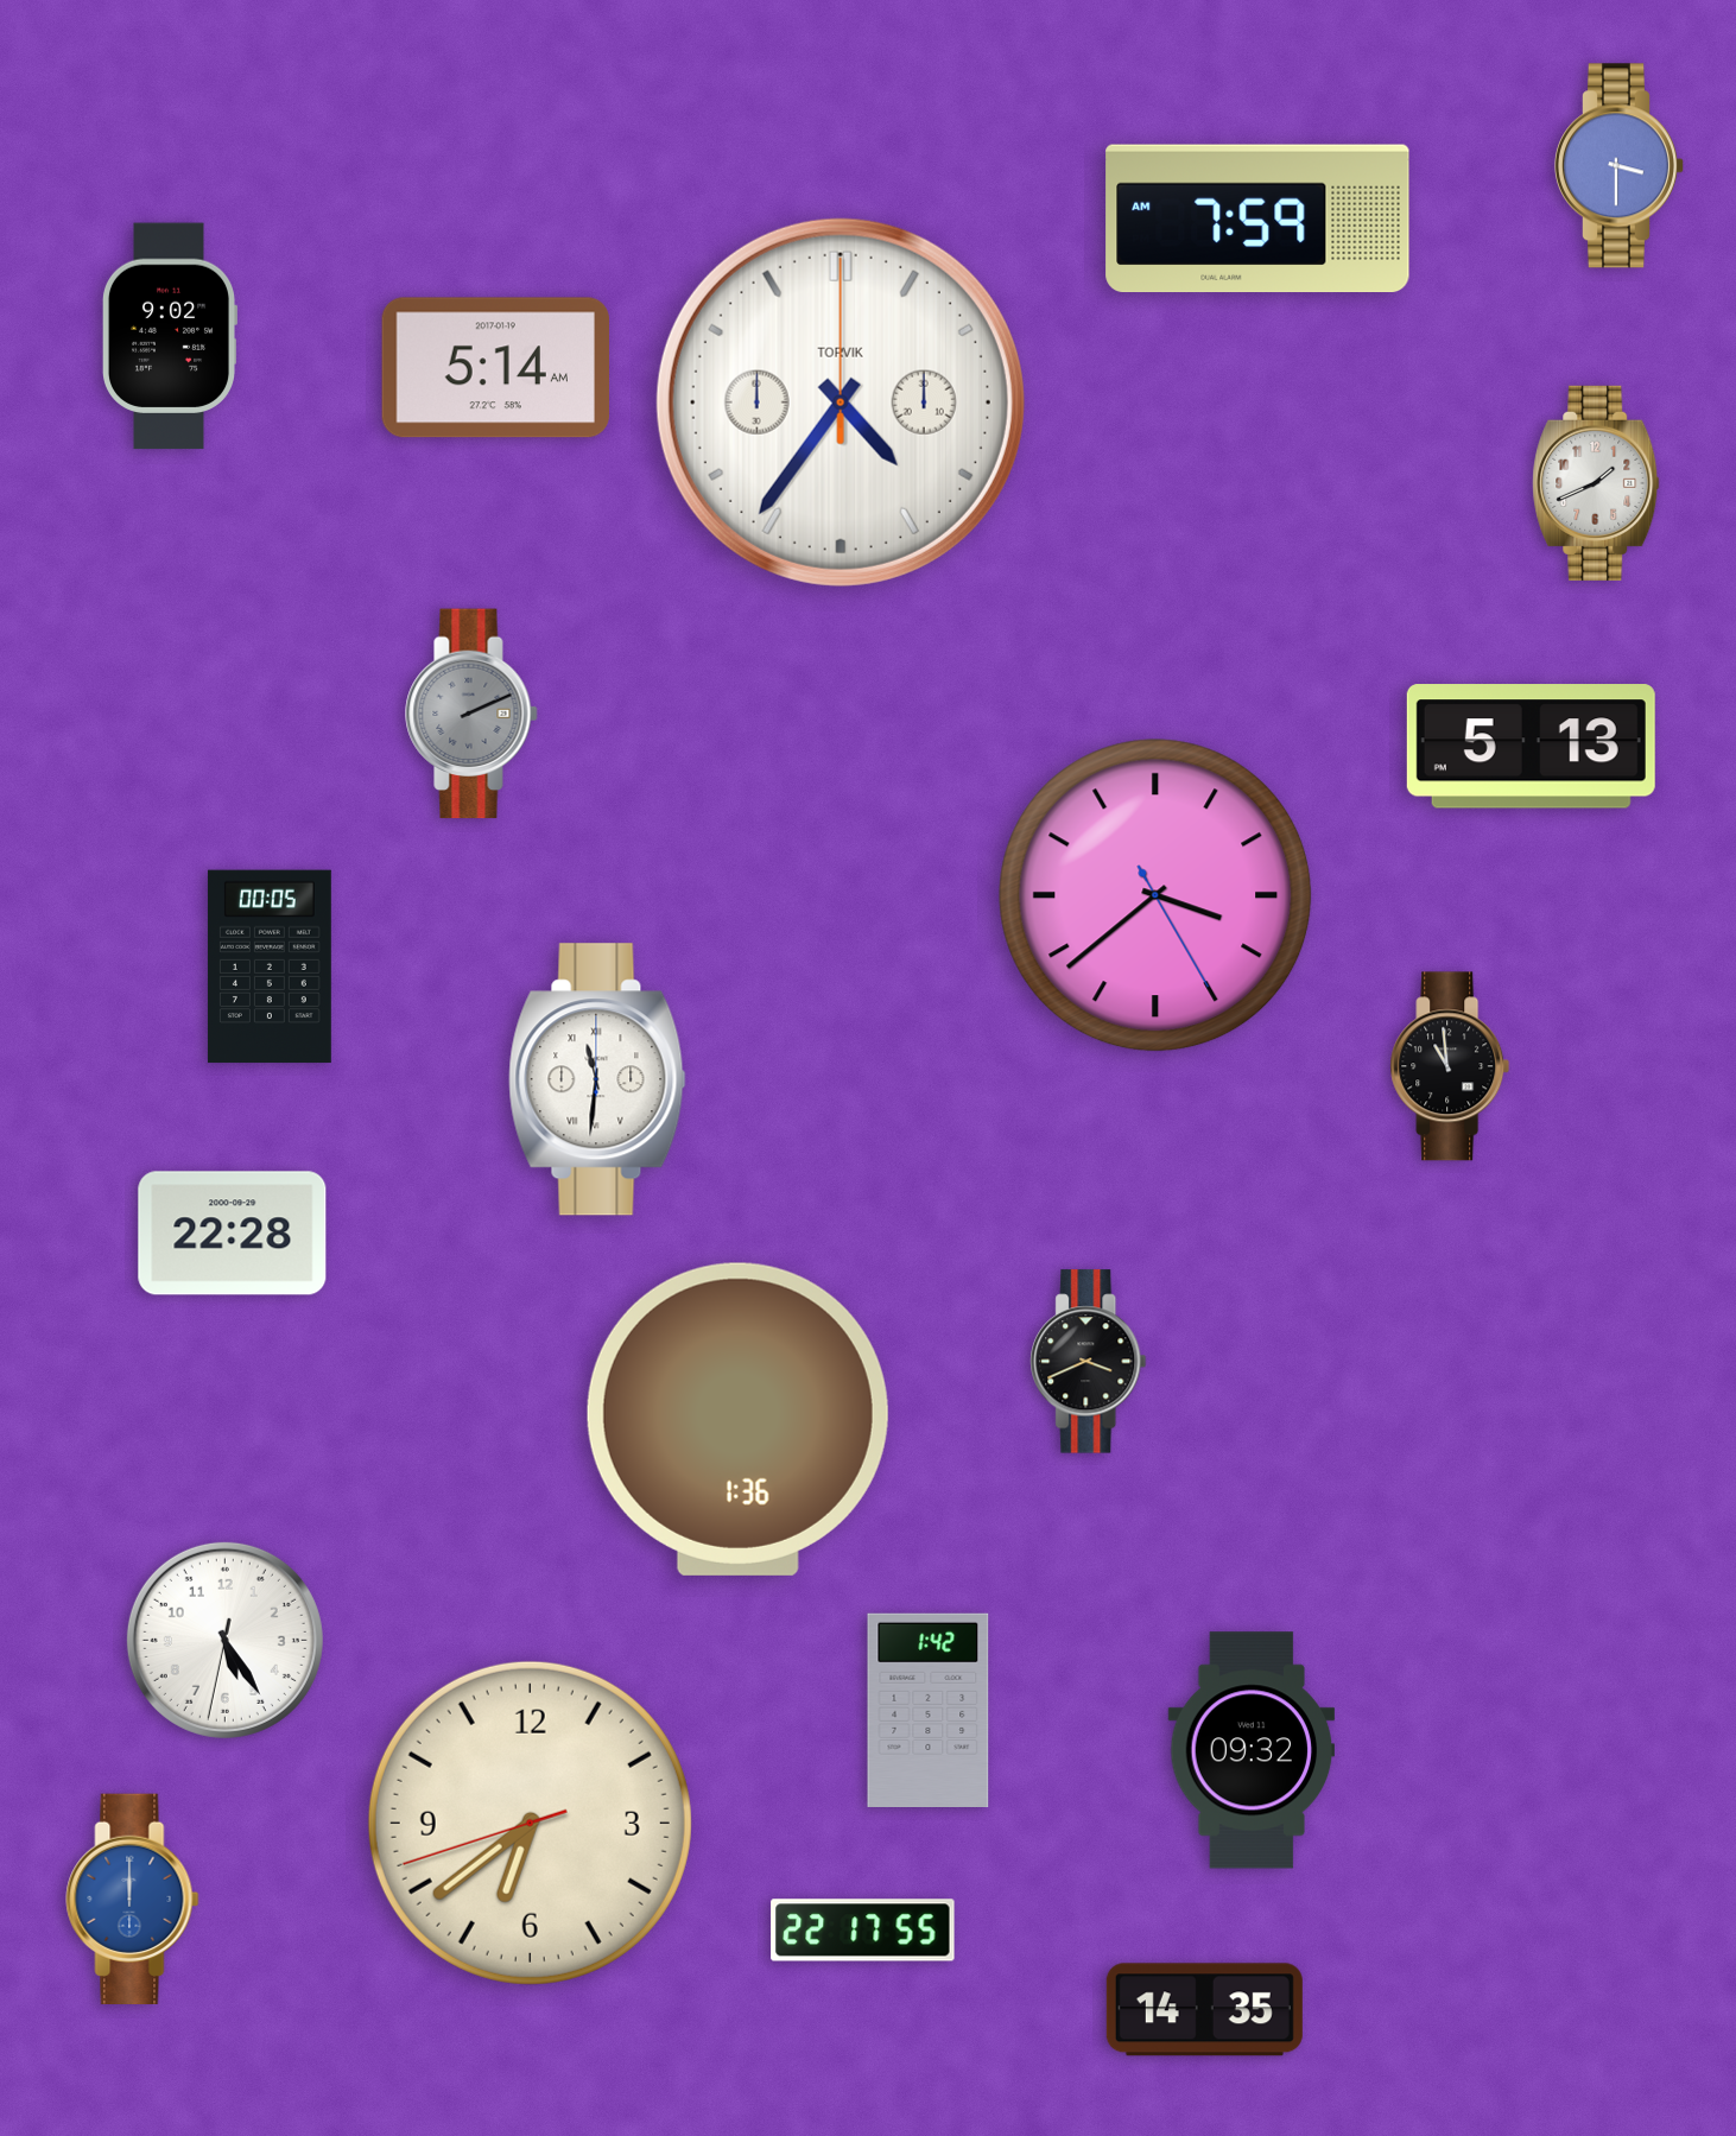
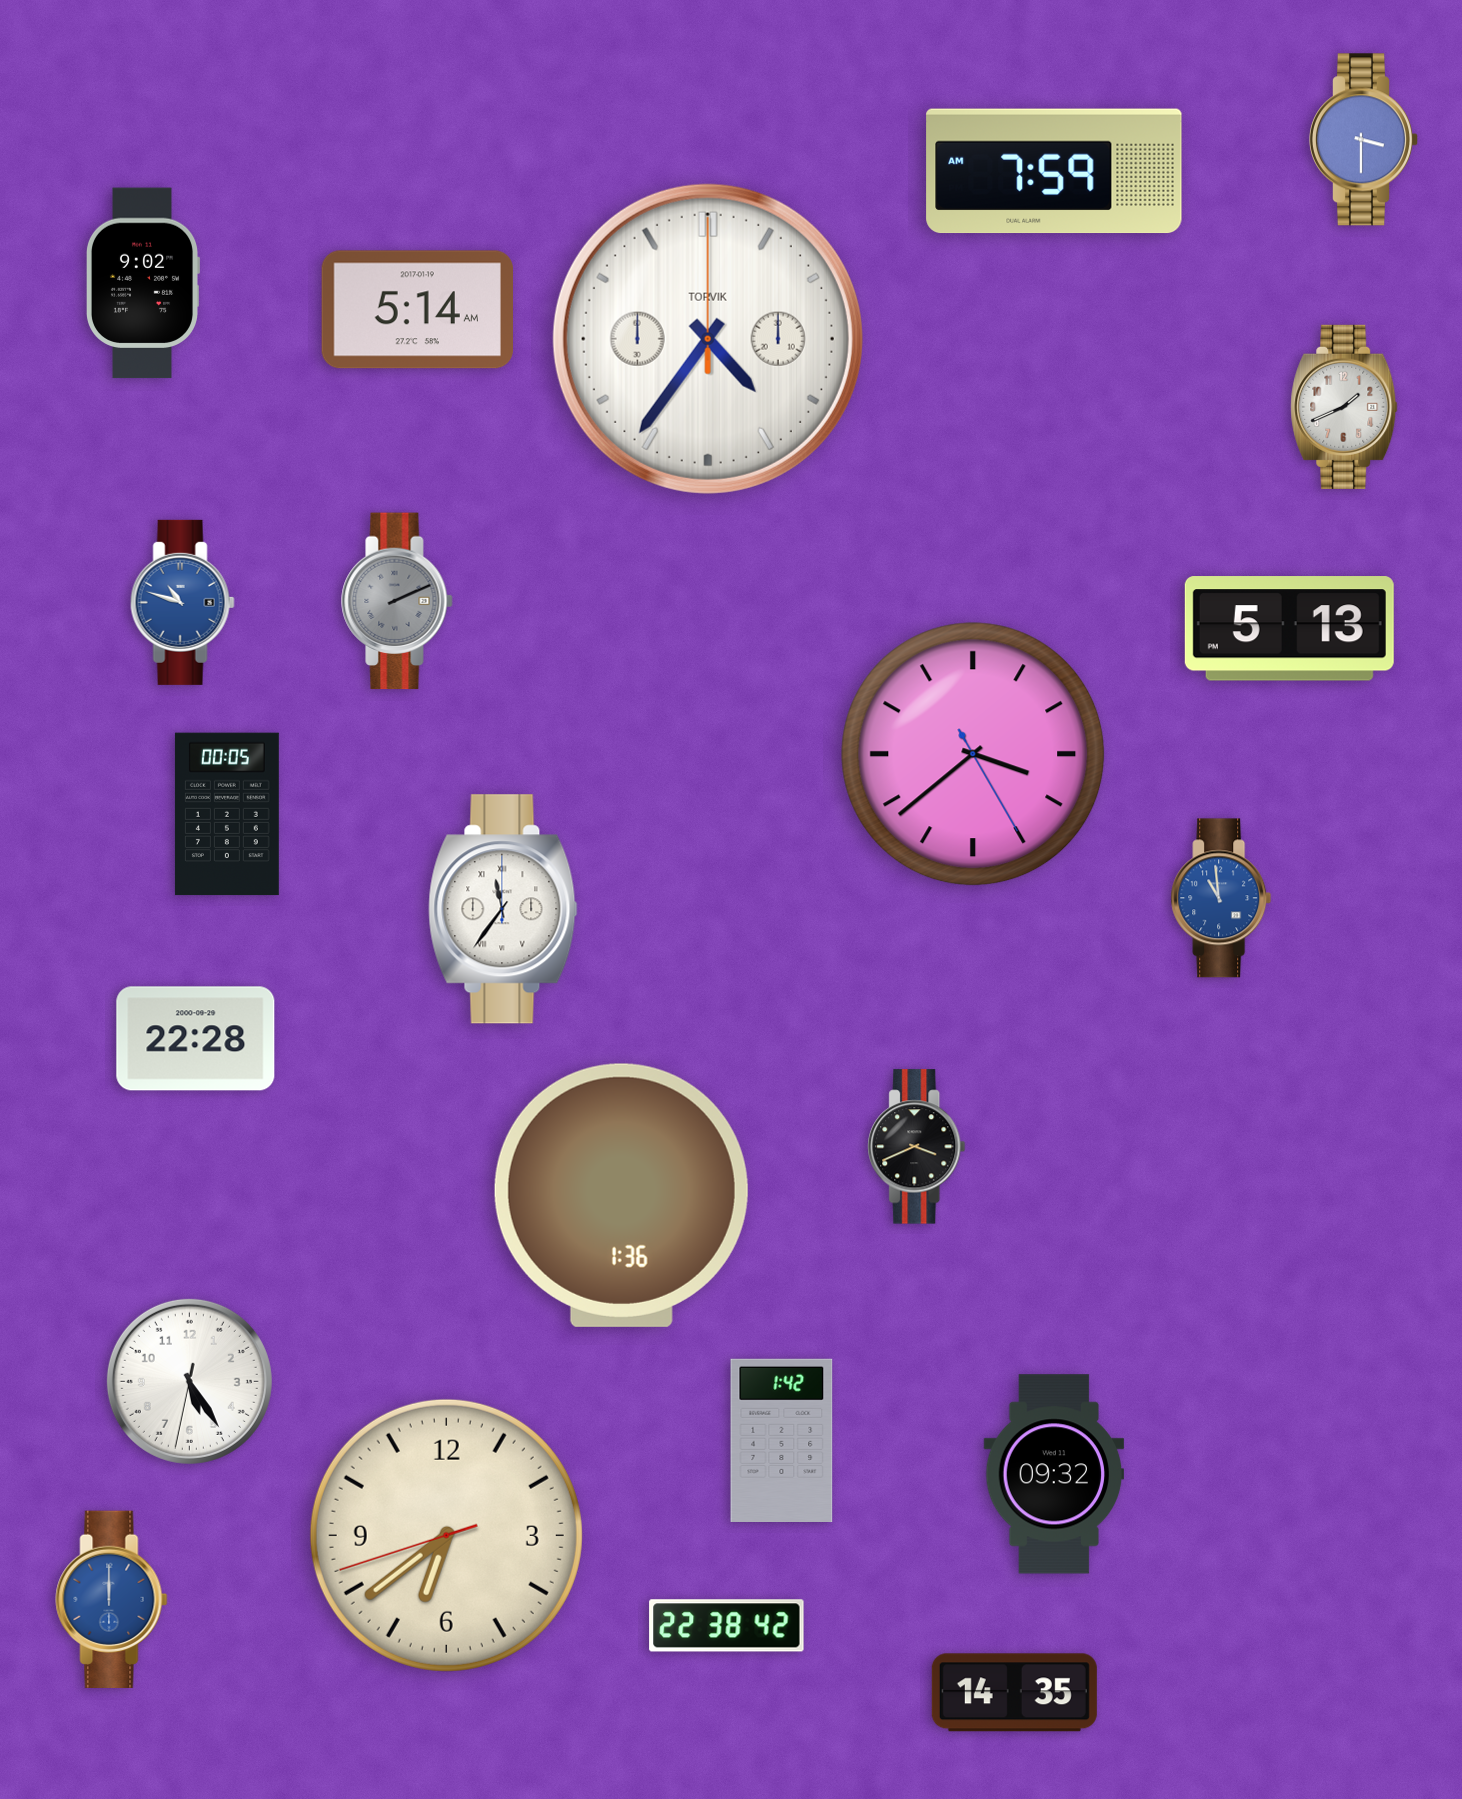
clock at (1257, 218) position: (1257, 218) -> (1054, 171)
clock at (182, 602): none -> 10:48
clock at (1450, 1066) dial: black -> blue
clock at (597, 1079): 11:31 -> 11:36
clock at (863, 1931): 22:17 -> 22:38
